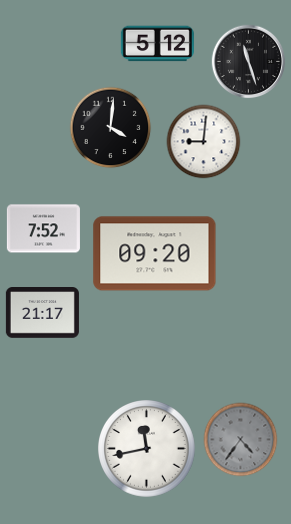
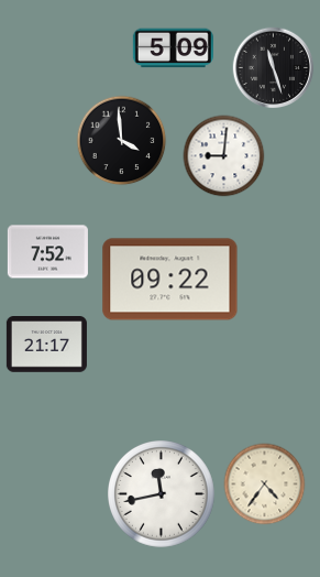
clock at (157, 44): 5:12 -> 5:09
clock at (111, 128): 4:01 -> 3:59
clock at (155, 254): 09:20 -> 09:22
clock at (241, 440) dial: grey -> cream
